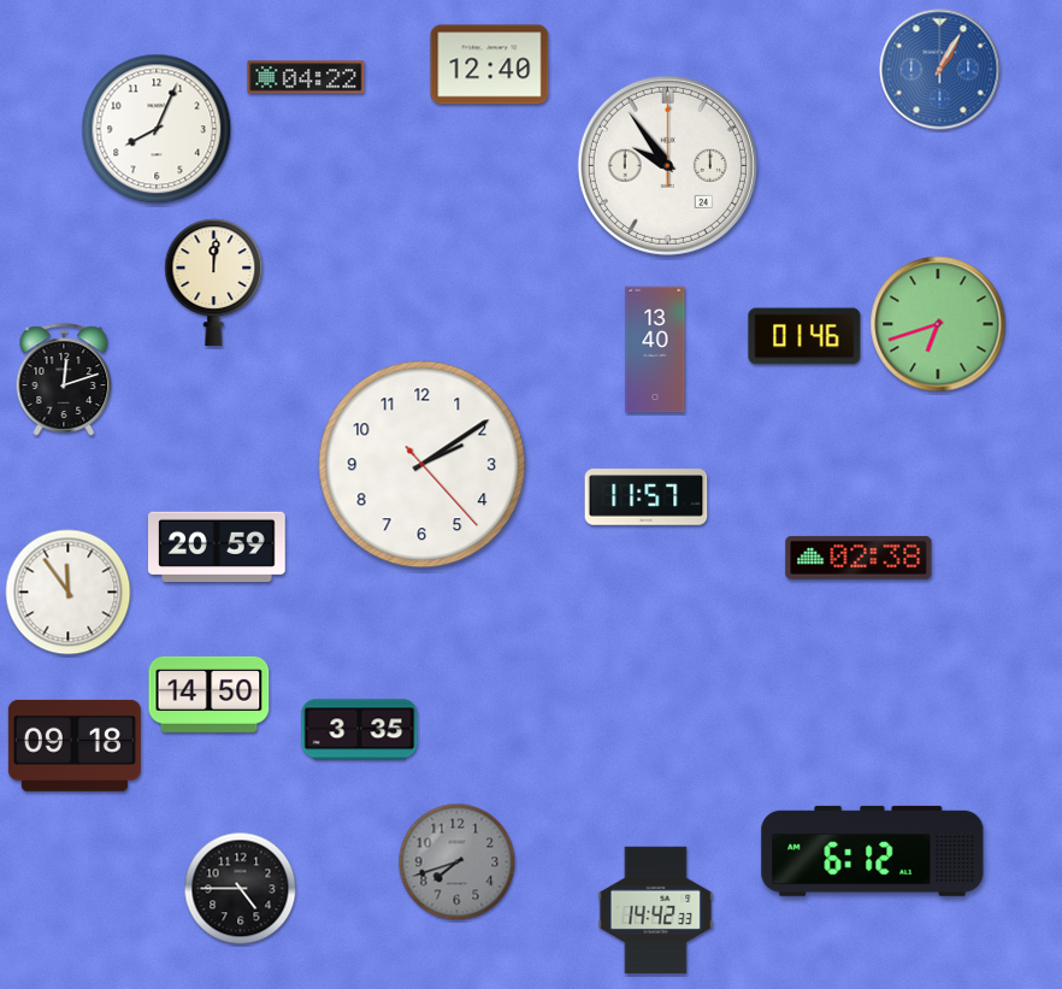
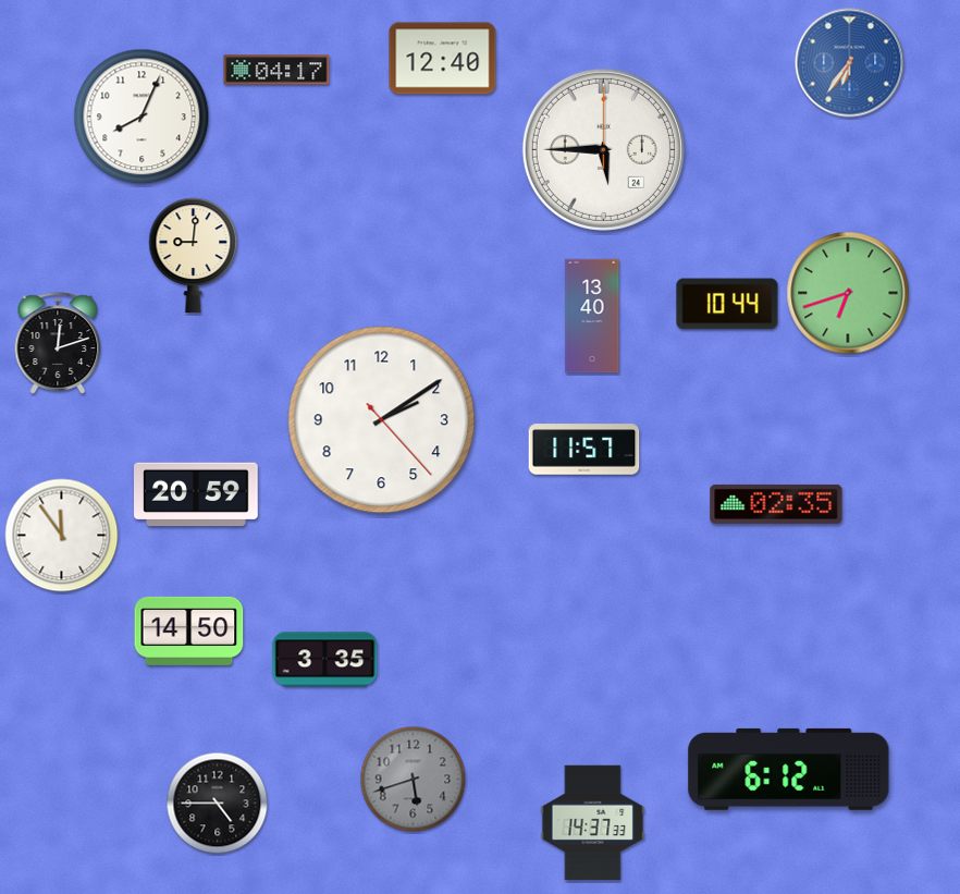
clock at (940, 70): 1:05 -> 6:36
clock at (306, 77): 04:22 -> 04:17
clock at (667, 165): 9:54 -> 5:45
clock at (214, 283): 12:01 -> 9:01
clock at (804, 336): 01:46 -> 10:44
clock at (859, 558): 02:38 -> 02:35
clock at (210, 694) position: (210, 694) -> (189, 630)
clock at (75, 746): 09:18 -> none
clock at (458, 863): 7:42 -> 5:42
clock at (656, 911): 14:42 -> 14:37
